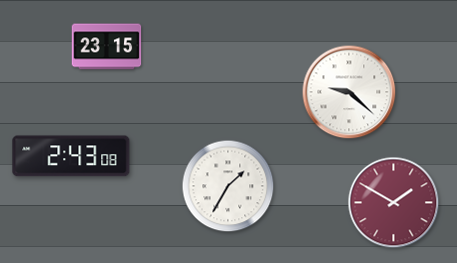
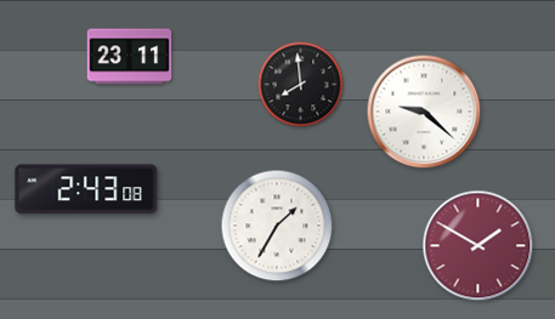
clock at (107, 47): 23:15 -> 23:11
clock at (301, 85): none -> 7:59
